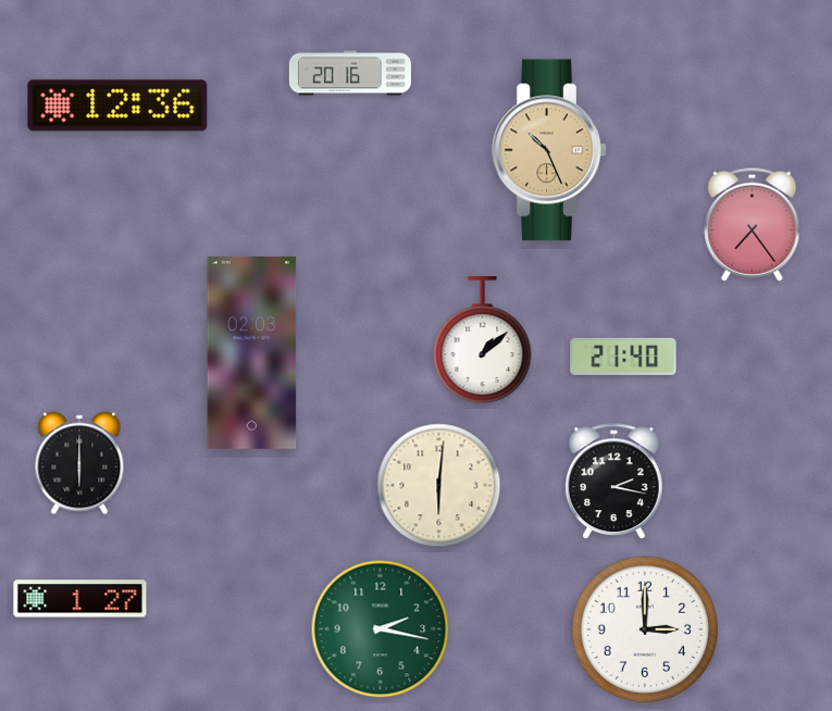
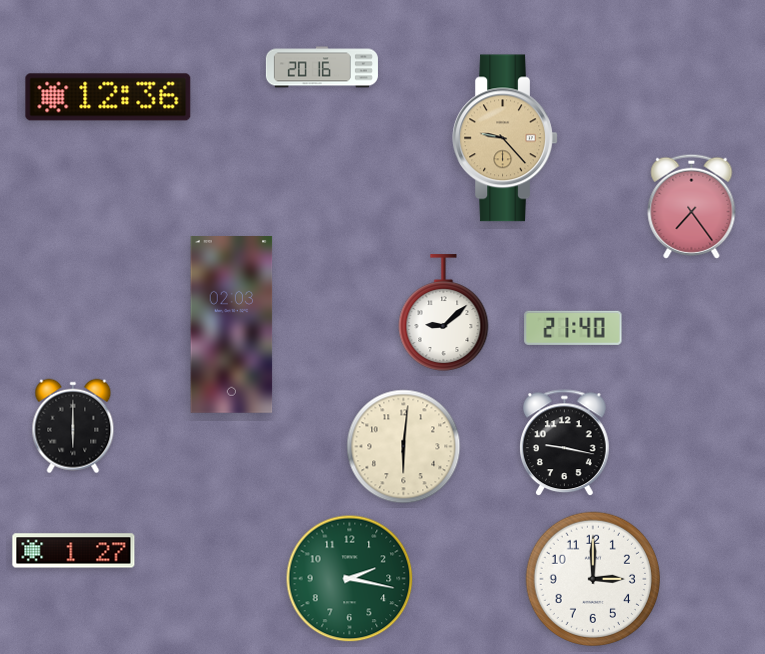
clock at (549, 150): 10:26 -> 9:23
clock at (483, 340): 1:08 -> 9:08
clock at (614, 482): 2:17 -> 9:17
